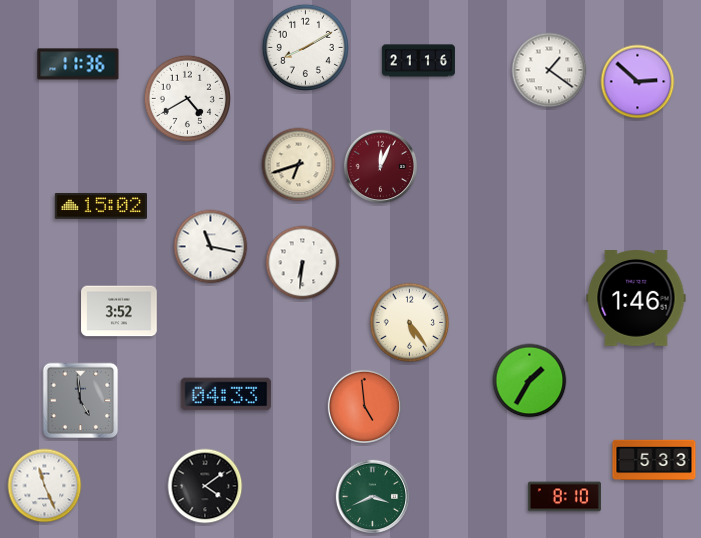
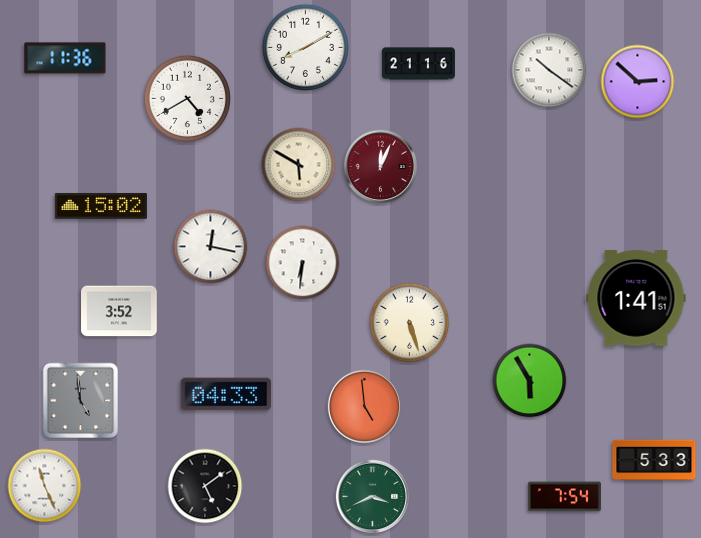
clock at (418, 61) position: (418, 61) -> (418, 64)
clock at (78, 64) position: (78, 64) -> (65, 58)
clock at (549, 70): 1:21 -> 10:21
clock at (299, 165): 6:42 -> 5:50
clock at (211, 247): 11:17 -> 12:17
clock at (636, 299): 1:46 -> 1:41
clock at (410, 323): 5:24 -> 5:27
clock at (530, 381): 1:35 -> 5:55
clock at (205, 486): 4:09 -> 5:09
clock at (564, 497): 8:10 -> 7:54
